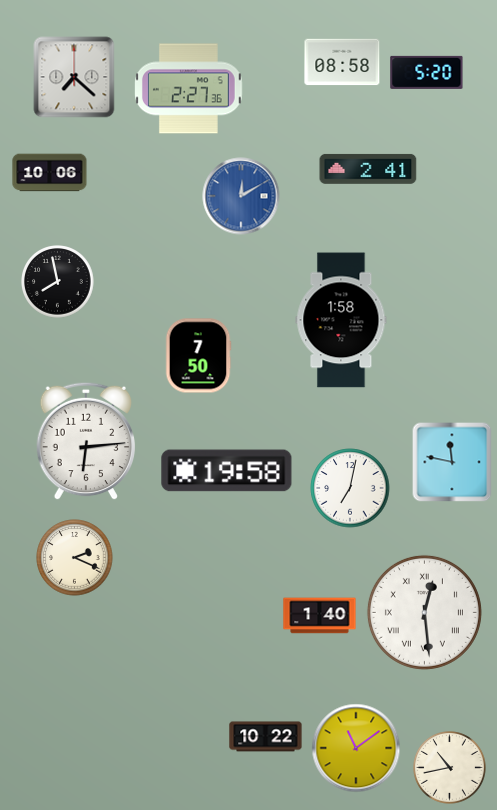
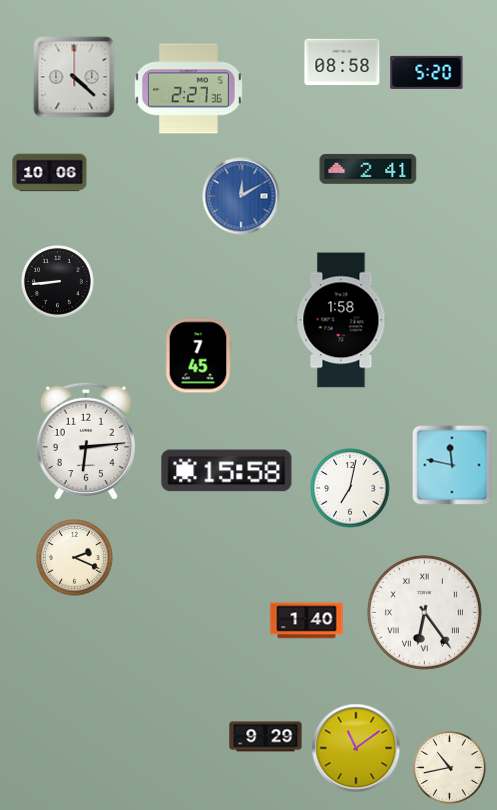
clock at (74, 77): 7:22 -> 4:22
clock at (58, 282): 7:58 -> 8:44
clock at (198, 356): 7:50 -> 7:45
clock at (452, 462) position: (452, 462) -> (452, 465)
clock at (227, 471): 19:58 -> 15:58
clock at (424, 612): 12:29 -> 6:24
clock at (320, 616) position: (320, 616) -> (307, 621)
clock at (266, 737): 10:22 -> 9:29
